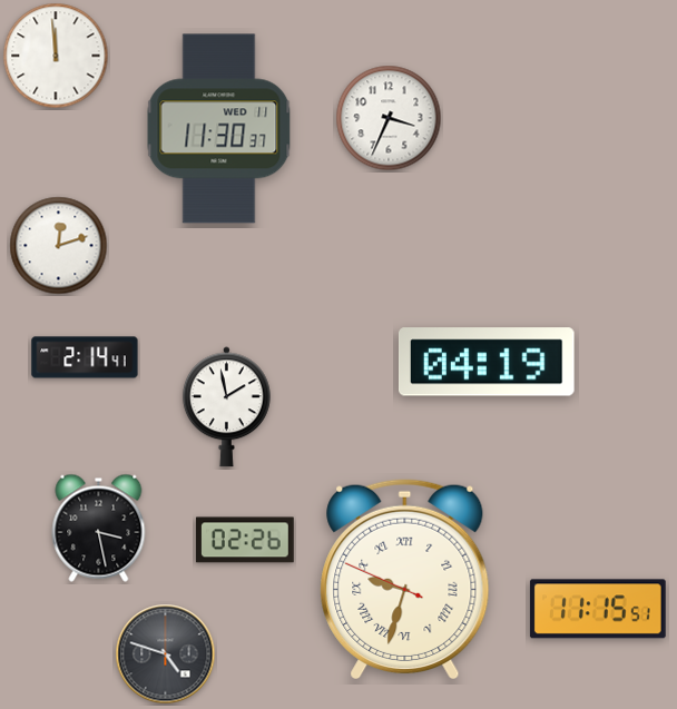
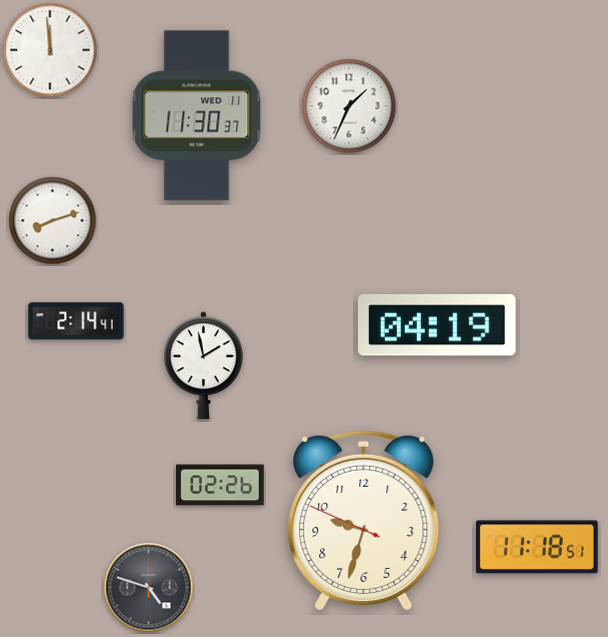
clock at (389, 118): 3:34 -> 1:34
clock at (59, 246): 12:12 -> 8:12
clock at (99, 528): 3:28 -> none
clock at (405, 579) numerals: Roman -> Arabic
clock at (598, 609): 11:15 -> 11:18
